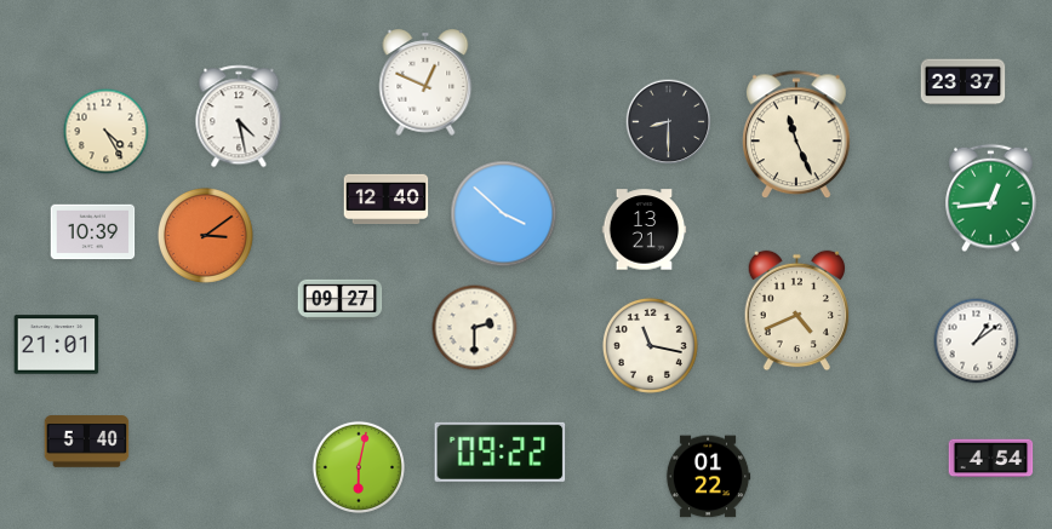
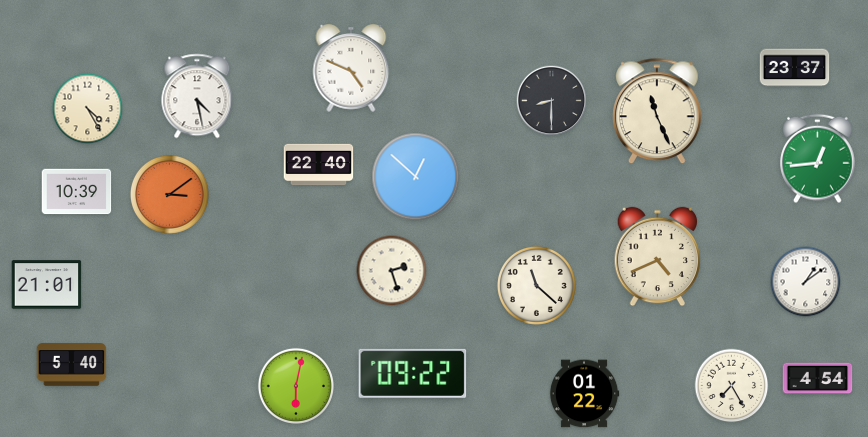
clock at (425, 82): 12:49 -> 4:49
clock at (991, 199) position: (991, 199) -> (818, 159)
clock at (387, 200): 12:40 -> 22:40
clock at (504, 214): 3:52 -> 12:52
clock at (645, 230): 13:21 -> none
clock at (341, 299): 09:27 -> none
clock at (475, 328): 2:30 -> 2:27
clock at (650, 345): 11:17 -> 11:22
clock at (732, 386): none -> 7:25
